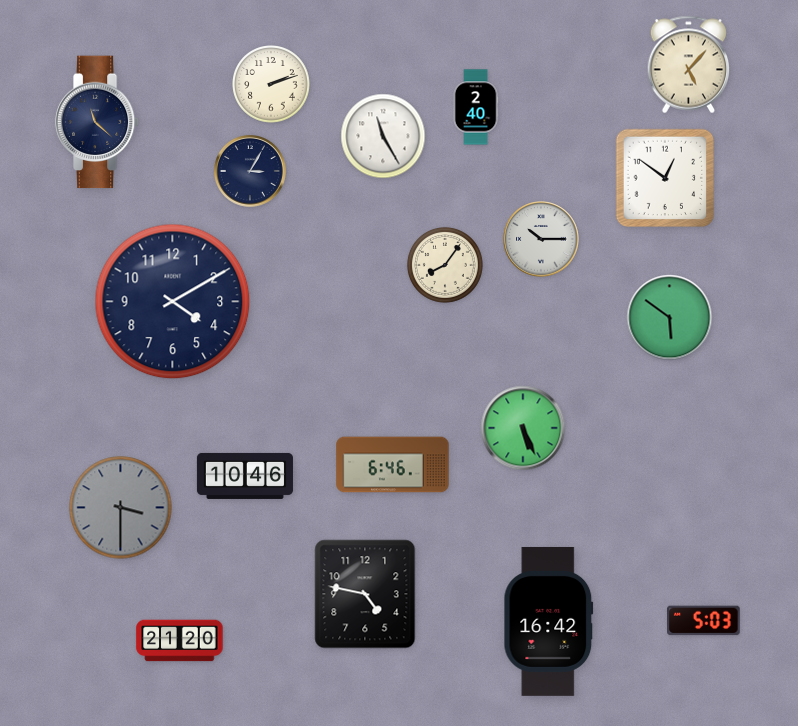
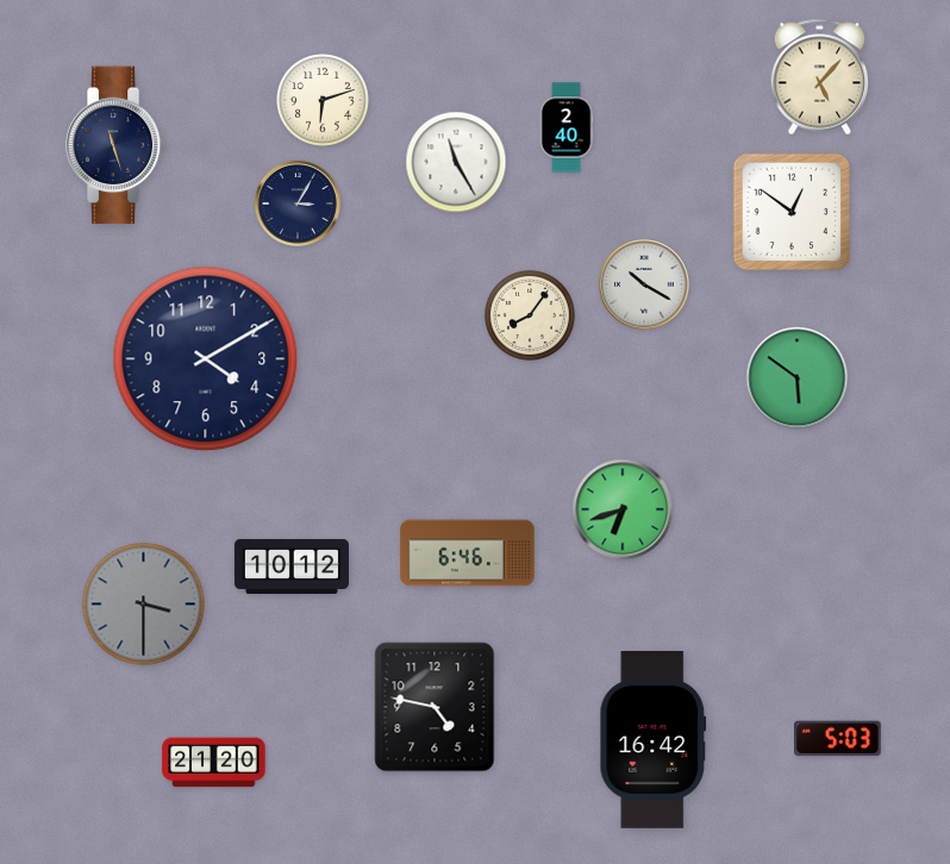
clock at (272, 85): 2:12 -> 6:12
clock at (97, 122): 11:22 -> 11:27
clock at (541, 239): 10:15 -> 10:20
clock at (523, 428): 5:26 -> 6:42
clock at (245, 476): 10:46 -> 10:12
